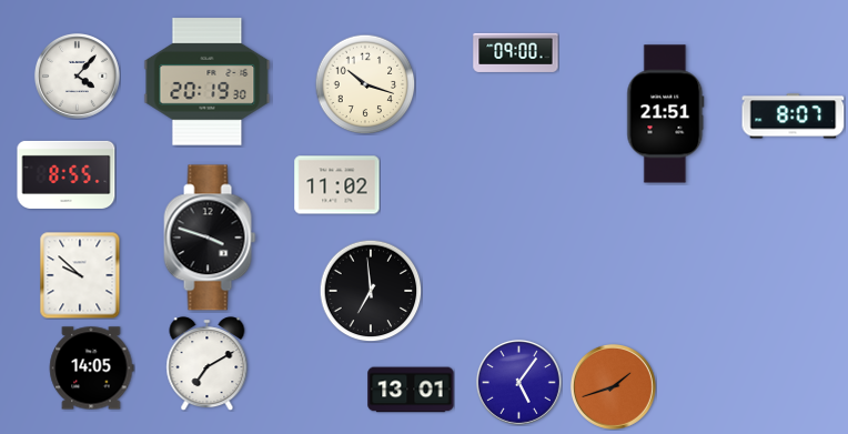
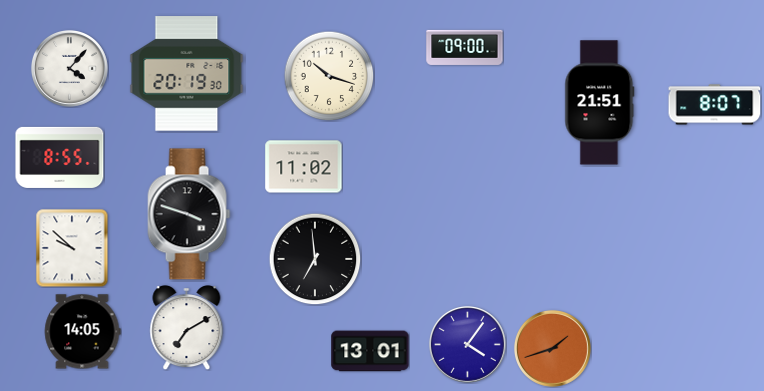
clock at (371, 291) position: (371, 291) -> (315, 259)
clock at (518, 382): 5:06 -> 4:06
